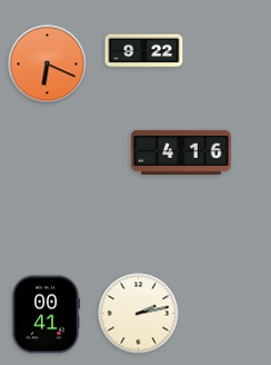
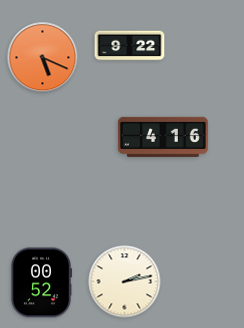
clock at (48, 65): 6:19 -> 5:19
clock at (44, 315): 00:41 -> 00:52
